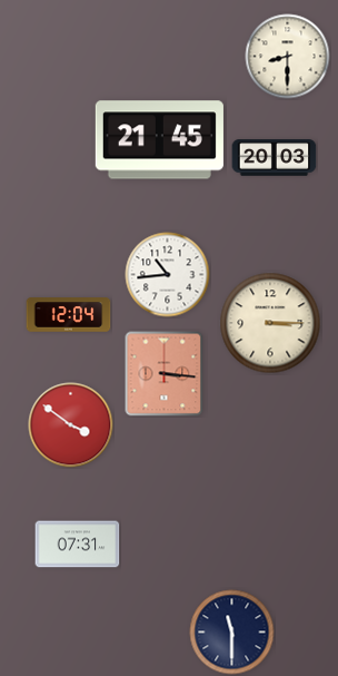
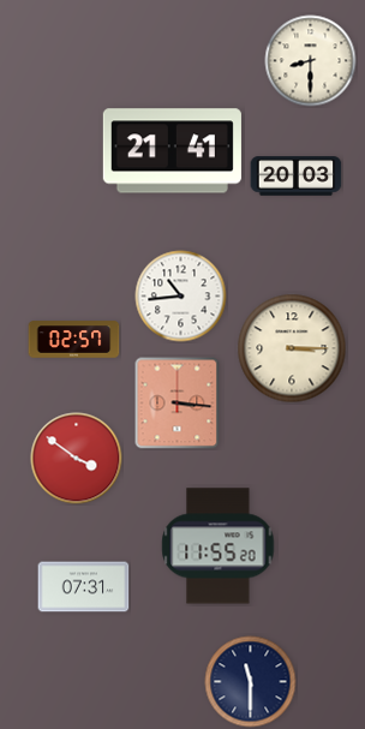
clock at (159, 140): 21:45 -> 21:41
clock at (275, 158) position: (275, 158) -> (297, 177)
clock at (69, 315): 12:04 -> 02:57
clock at (219, 546): none -> 11:55
